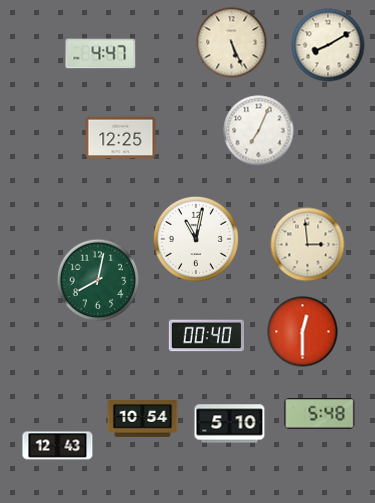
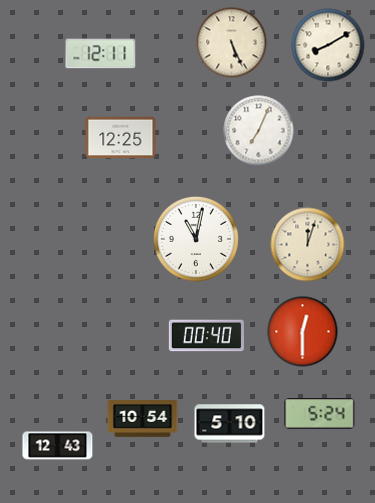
clock at (101, 54): 4:47 -> 12:11
clock at (308, 245): 2:59 -> 12:03
clock at (98, 280): 8:02 -> none
clock at (320, 414): 5:48 -> 5:24
